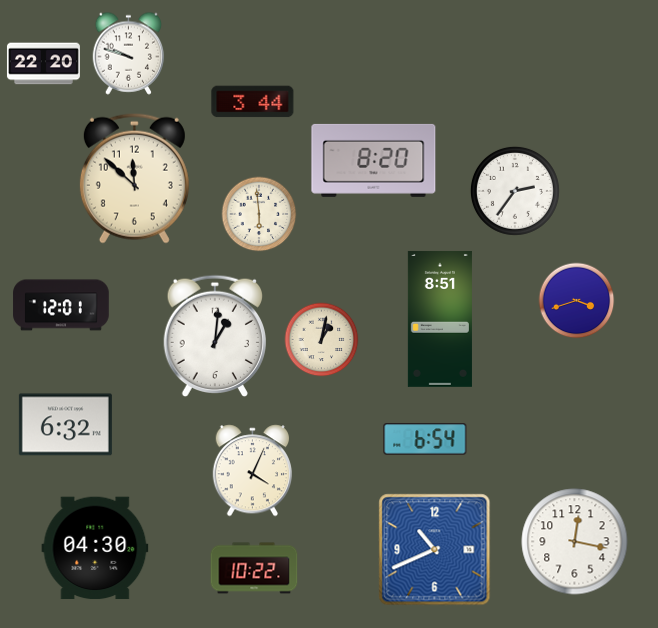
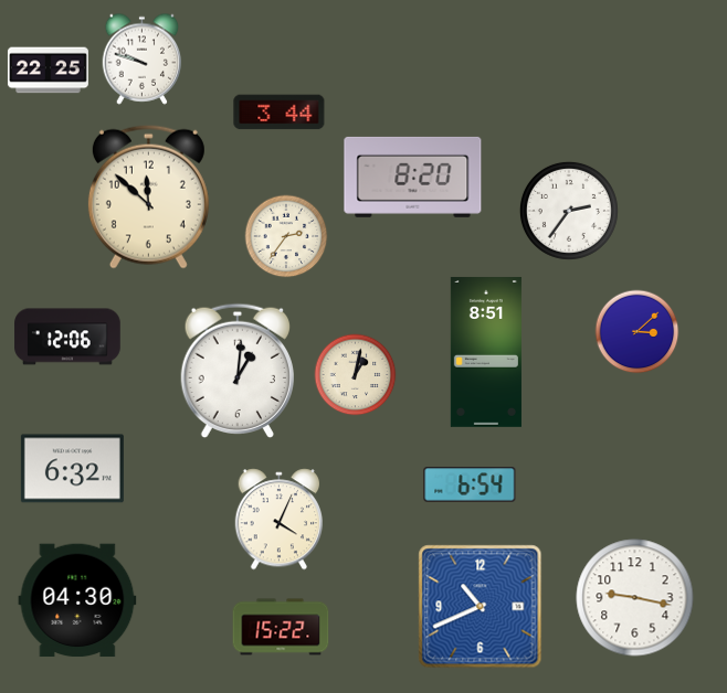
clock at (43, 64): 22:20 -> 22:25
clock at (259, 214): 5:59 -> 2:36
clock at (577, 301): 3:42 -> 3:08
clock at (61, 305): 12:01 -> 12:06
clock at (575, 542): 12:17 -> 9:17
clock at (95, 548) position: (95, 548) -> (77, 600)
clock at (254, 568): 10:22 -> 15:22
